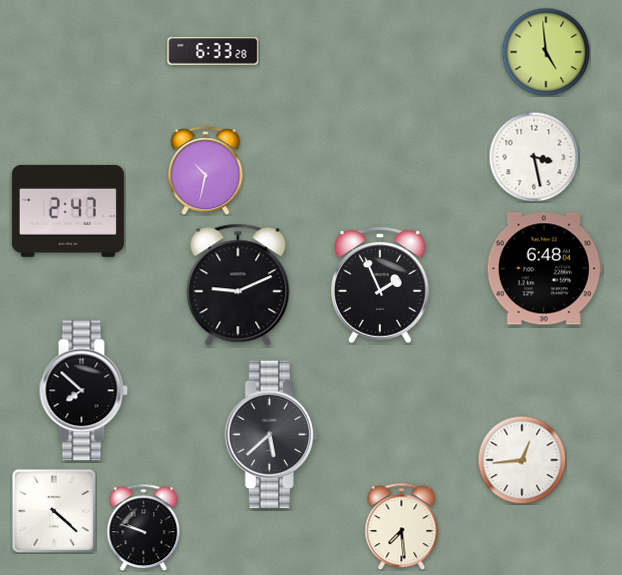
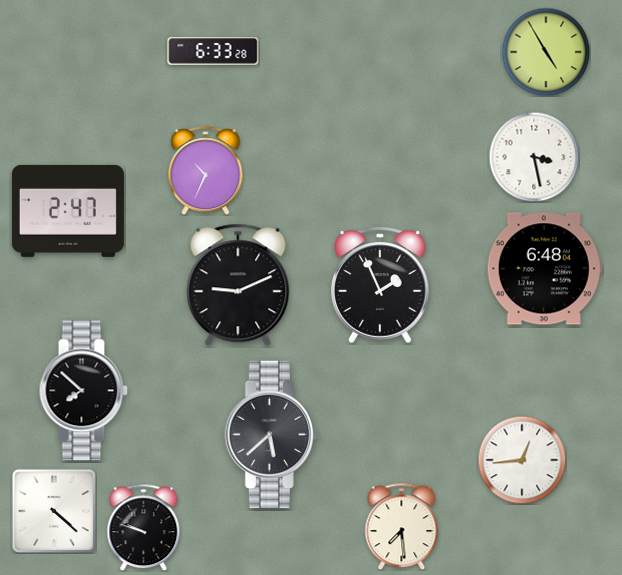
clock at (546, 52): 4:59 -> 4:55
clock at (206, 171): 10:32 -> 10:34
